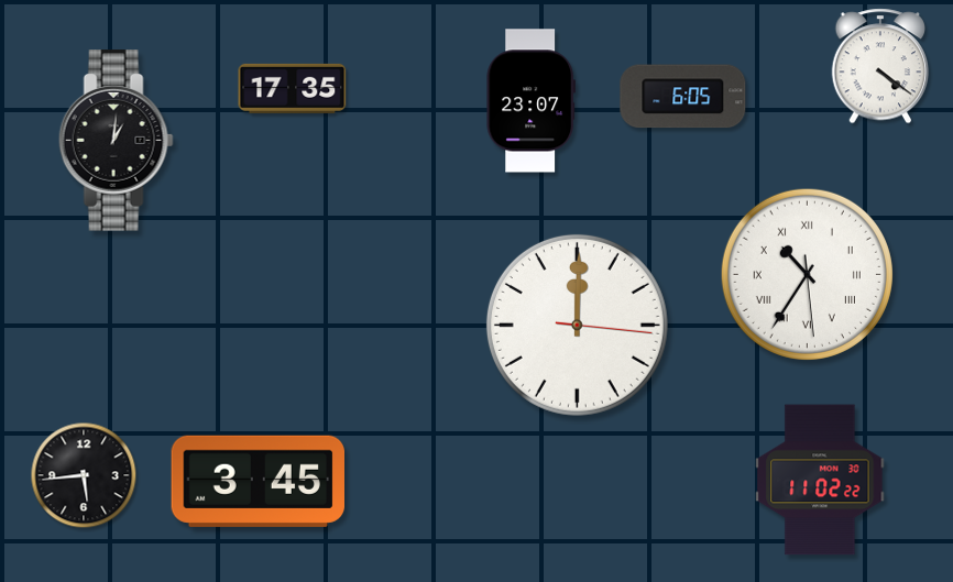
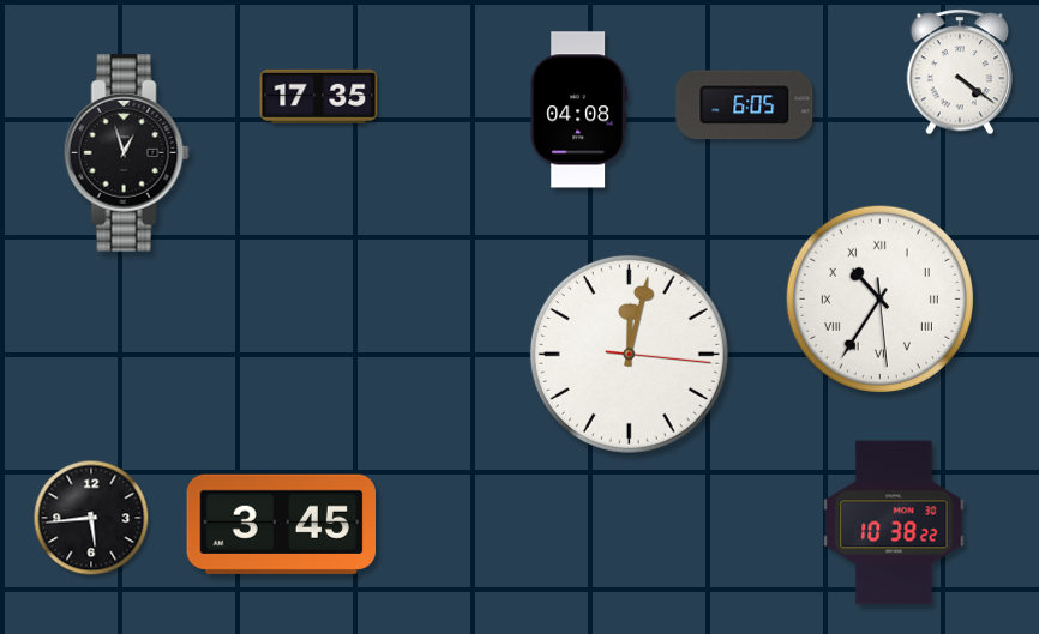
clock at (532, 101): 23:07 -> 04:08
clock at (116, 141): 1:01 -> 12:57
clock at (577, 325): 12:00 -> 12:02
clock at (820, 480): 11:02 -> 10:38
